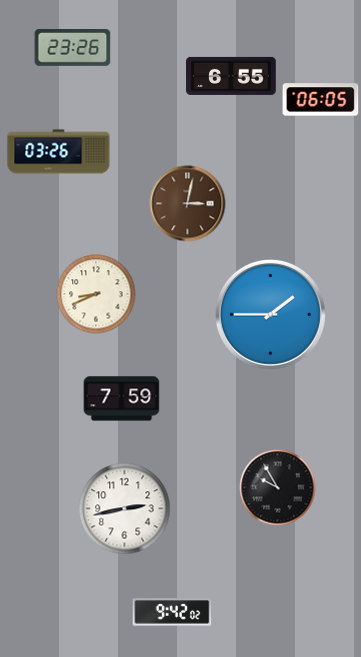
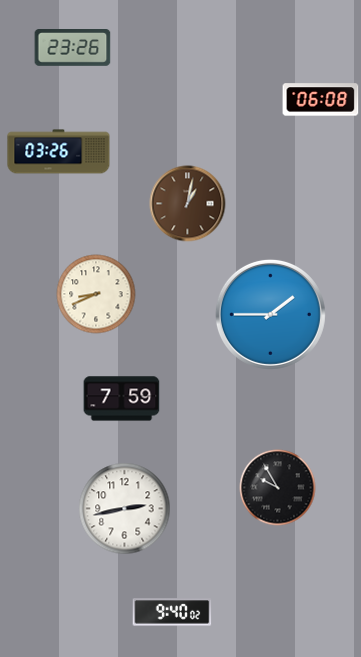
clock at (231, 76): 6:55 -> none
clock at (321, 100): 06:05 -> 06:08
clock at (188, 204): 3:02 -> 1:02
clock at (172, 612): 9:42 -> 9:40
